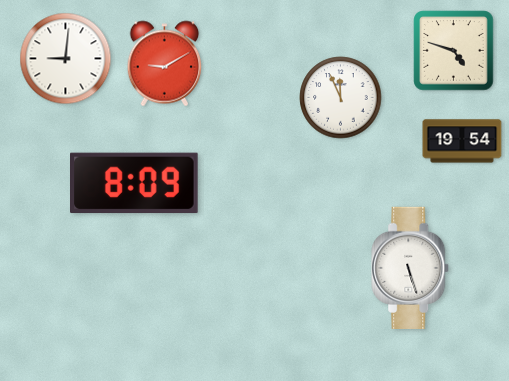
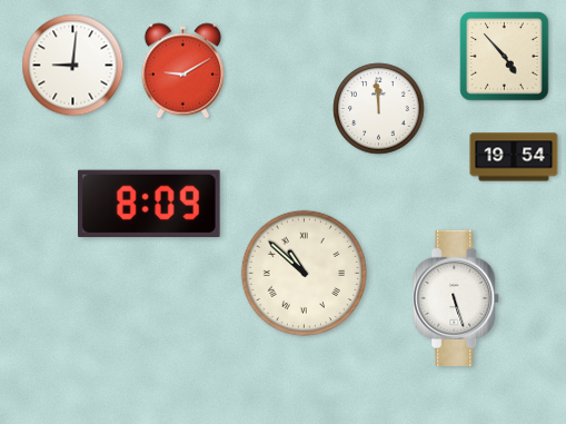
clock at (454, 51): 4:48 -> 4:53
clock at (341, 98): 11:56 -> 11:59
clock at (304, 273): none -> 10:52
